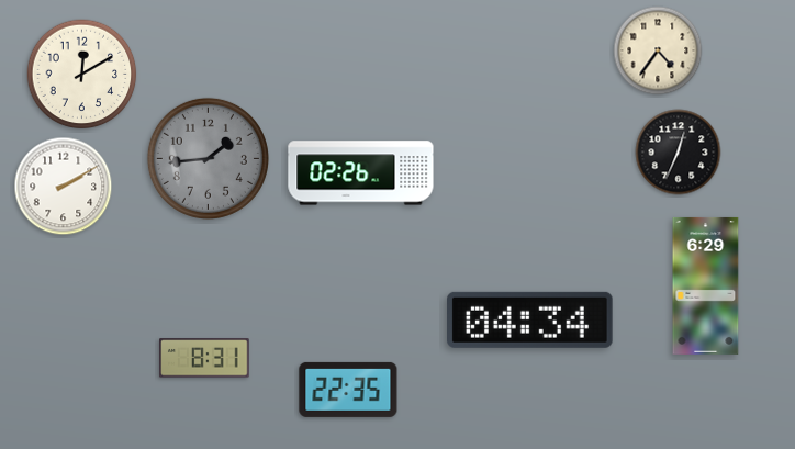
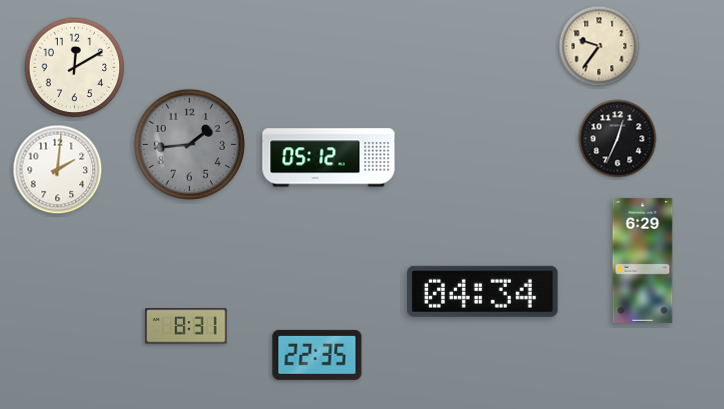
clock at (658, 50): 4:36 -> 9:36
clock at (361, 173): 02:26 -> 05:12
clock at (64, 187): 2:10 -> 2:01
